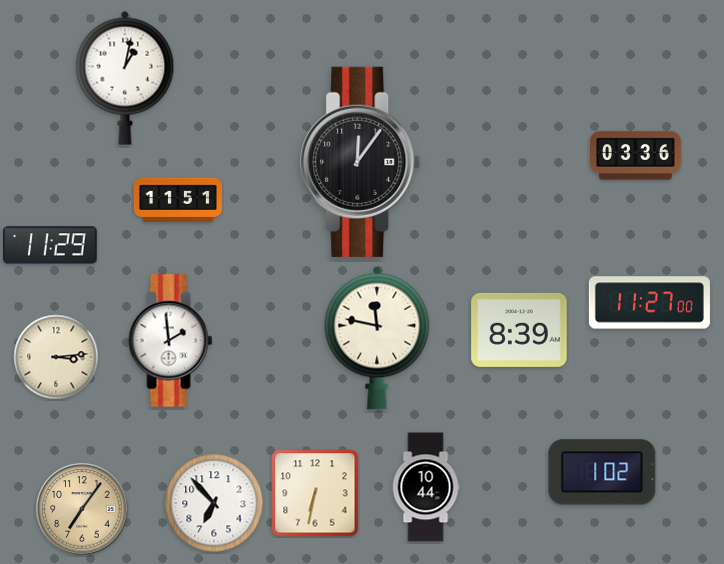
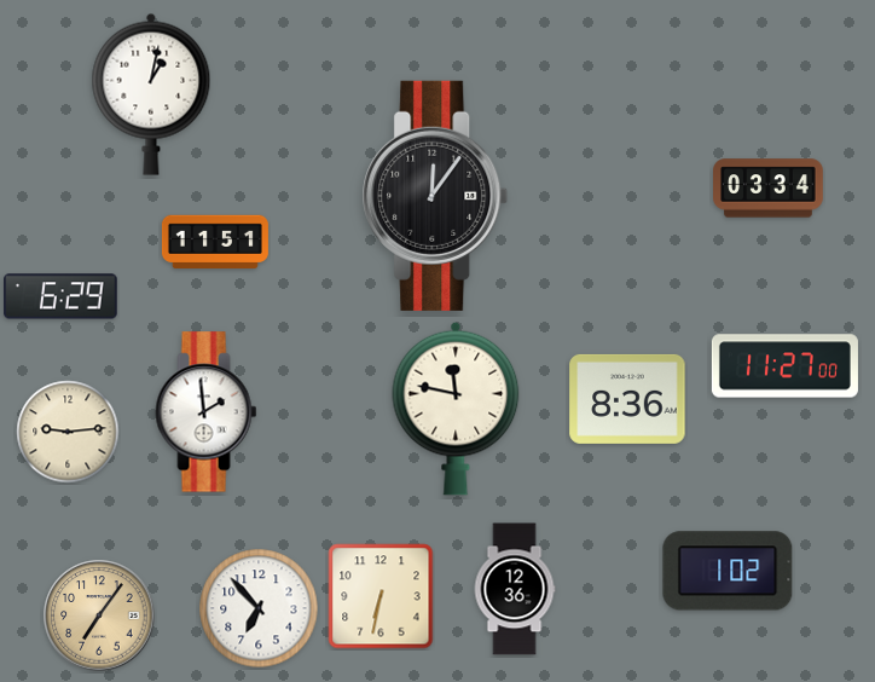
clock at (636, 156): 03:36 -> 03:34
clock at (50, 245): 11:29 -> 6:29
clock at (519, 330): 8:39 -> 8:36
clock at (56, 357): 3:14 -> 9:14
clock at (426, 487): 10:44 -> 12:36
